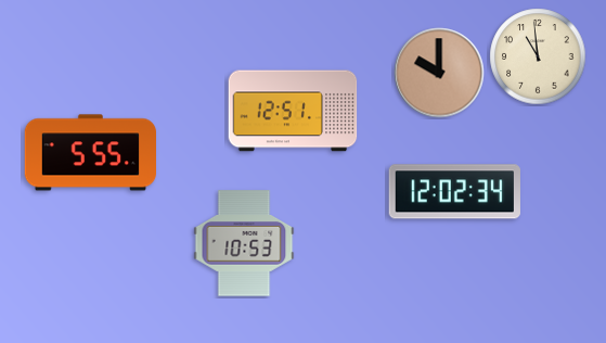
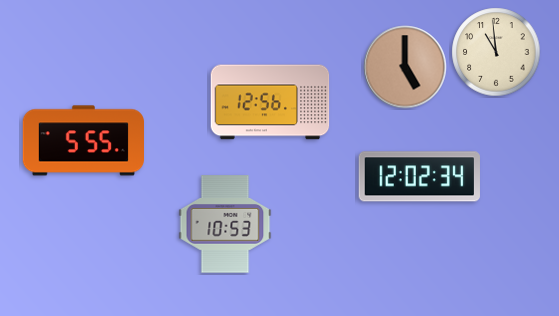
clock at (439, 73): 10:00 -> 5:00
clock at (293, 111): 12:51 -> 12:56
